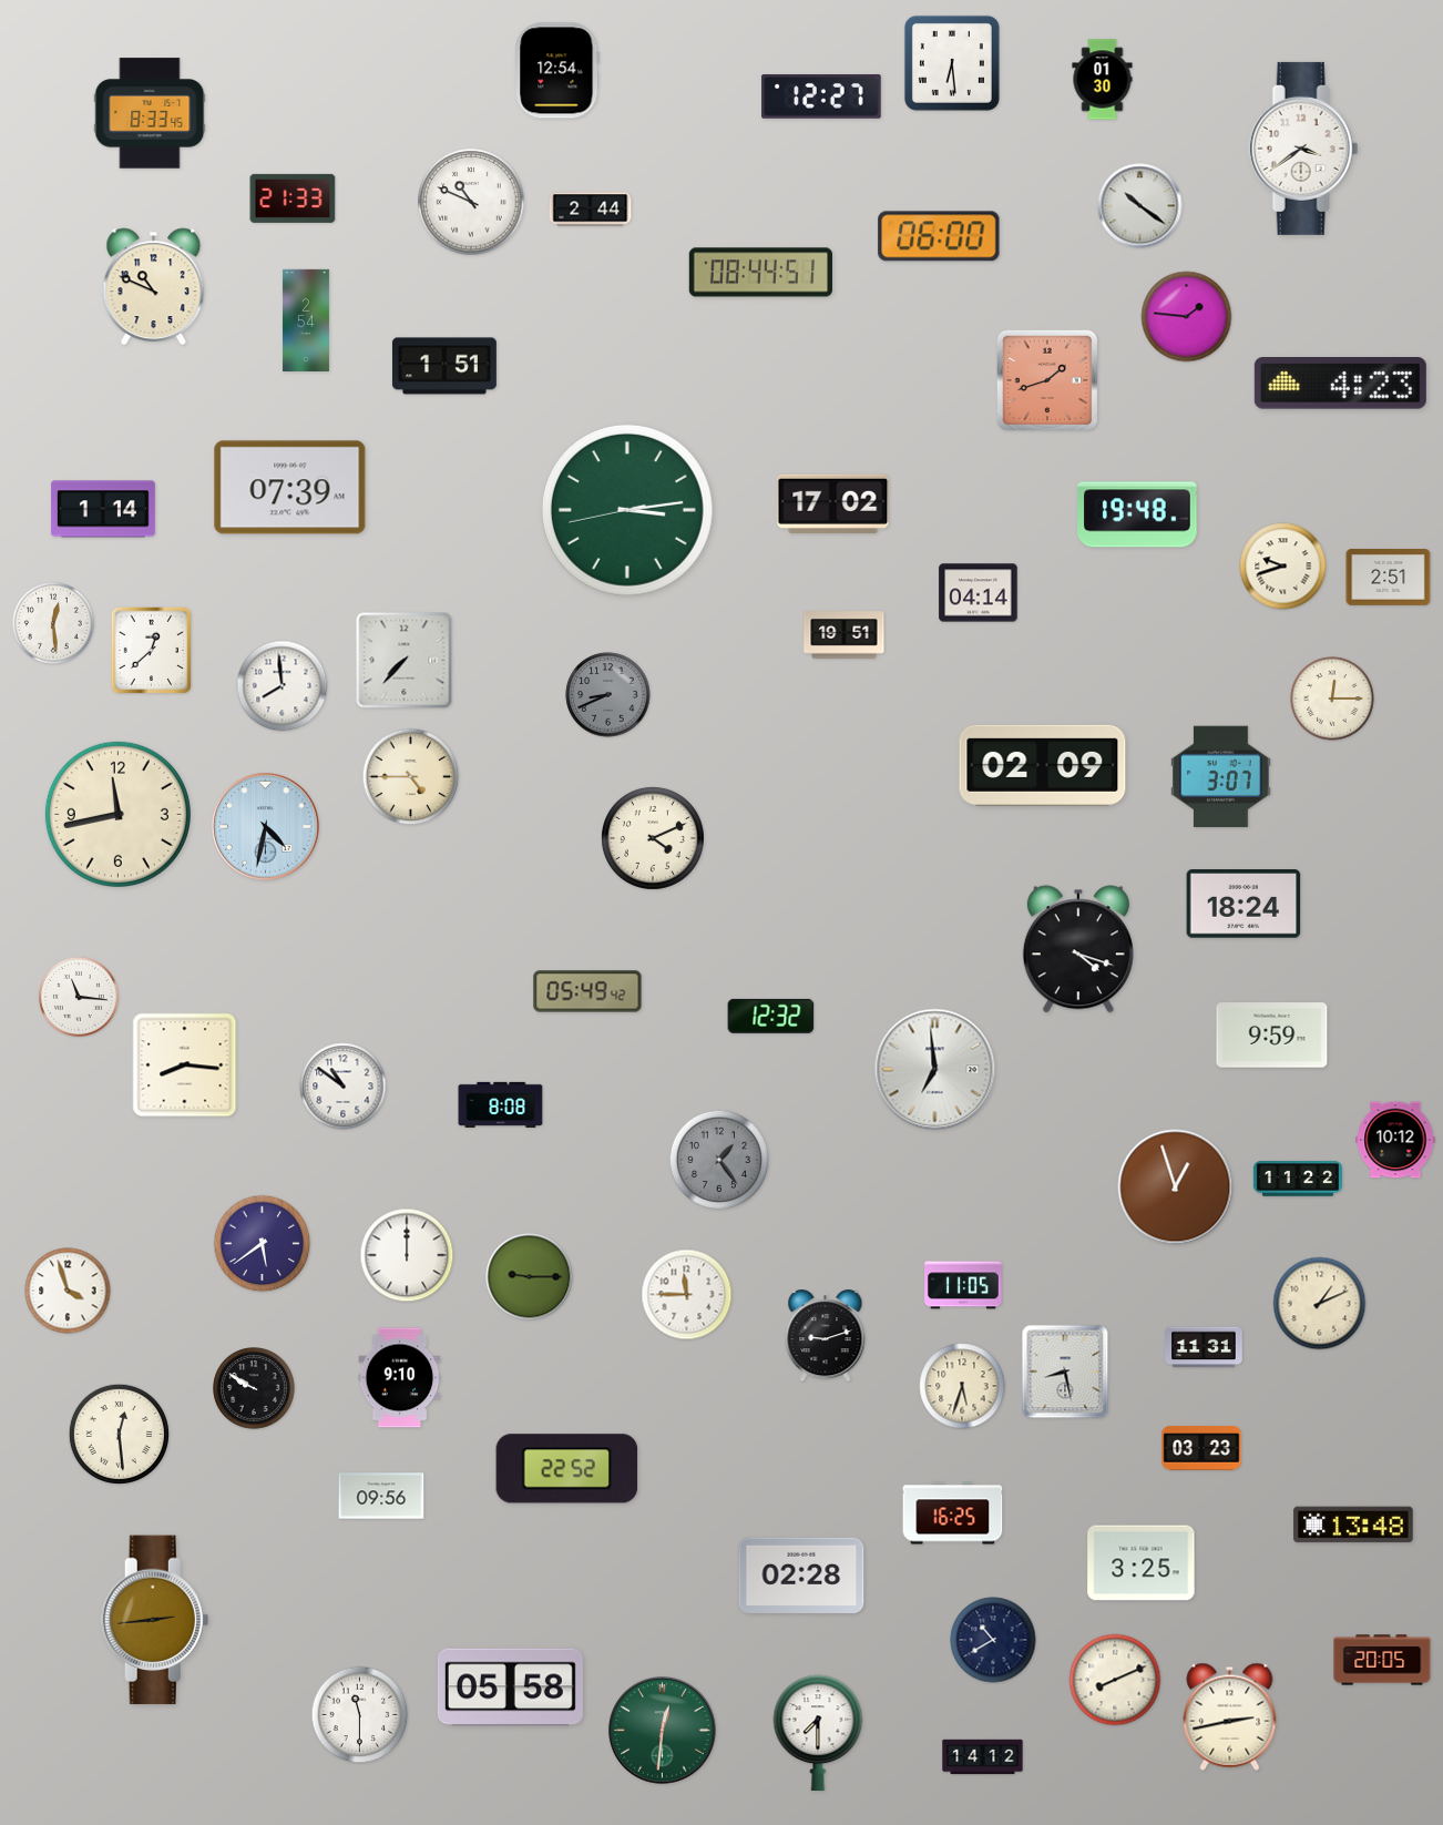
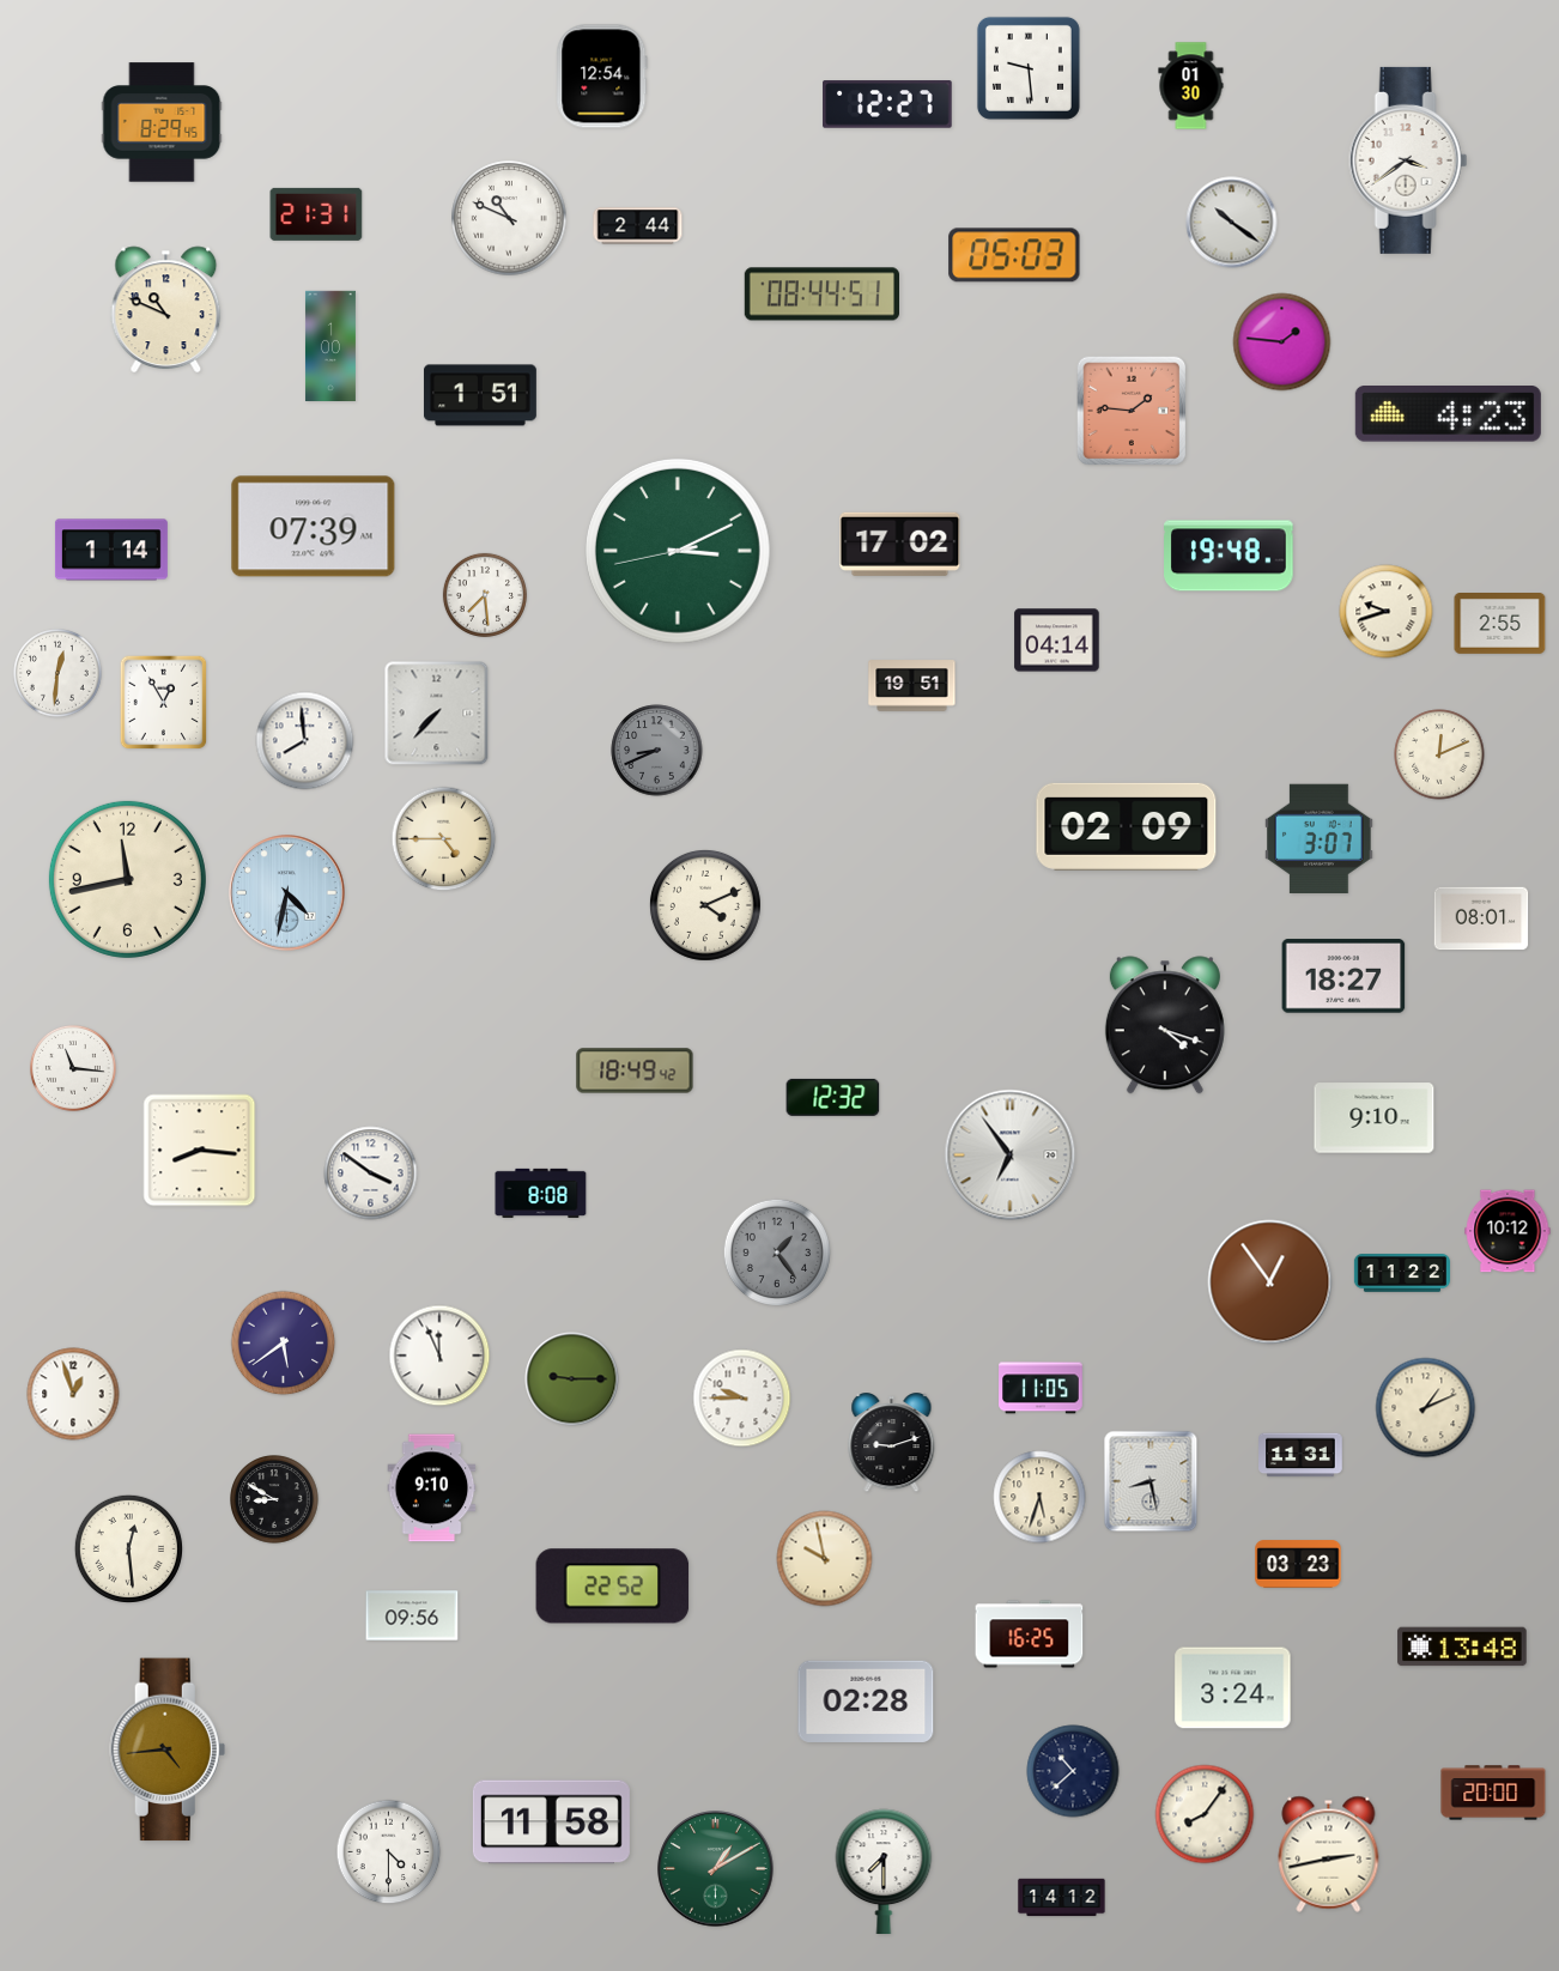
clock at (952, 63): 6:29 -> 9:29
clock at (150, 113): 8:33 -> 8:29
clock at (293, 198): 21:33 -> 21:31
clock at (939, 236): 06:00 -> 05:03
clock at (306, 319): 2:54 -> 1:00
clock at (1047, 380): 1:42 -> 1:46
clock at (627, 510): 3:13 -> 3:10
clock at (485, 595): none -> 7:29
clock at (1389, 578): 2:51 -> 2:55
clock at (53, 623): 12:29 -> 12:31
clock at (152, 651): 12:38 -> 12:55
clock at (1332, 699): 12:15 -> 12:11
clock at (1481, 918): none -> 08:01
clock at (1244, 904): 18:24 -> 18:27
clock at (587, 991): 05:49 -> 18:49
clock at (79, 997) position: (79, 997) -> (73, 1068)
clock at (1272, 1036): 9:59 -> 9:10
clock at (935, 1070): 6:59 -> 6:54
clock at (344, 1087): 10:51 -> 3:51
clock at (1176, 1187): 12:57 -> 12:54
clock at (407, 1255): 12:00 -> 11:56
clock at (68, 1291): 3:57 -> 12:57
clock at (687, 1295): 11:45 -> 9:45
clock at (254, 1388): 9:50 -> 8:50
clock at (825, 1559): none -> 9:58
clock at (1142, 1563): 3:25 -> 3:24
clock at (155, 1620): 2:44 -> 4:44
clock at (993, 1640): 10:40 -> 10:38
clock at (1382, 1660): 20:05 -> 20:00
clock at (1115, 1680): 8:11 -> 8:06
clock at (510, 1688): 05:58 -> 11:58
clock at (360, 1715): 11:30 -> 4:30
clock at (663, 1731): 12:31 -> 1:10
